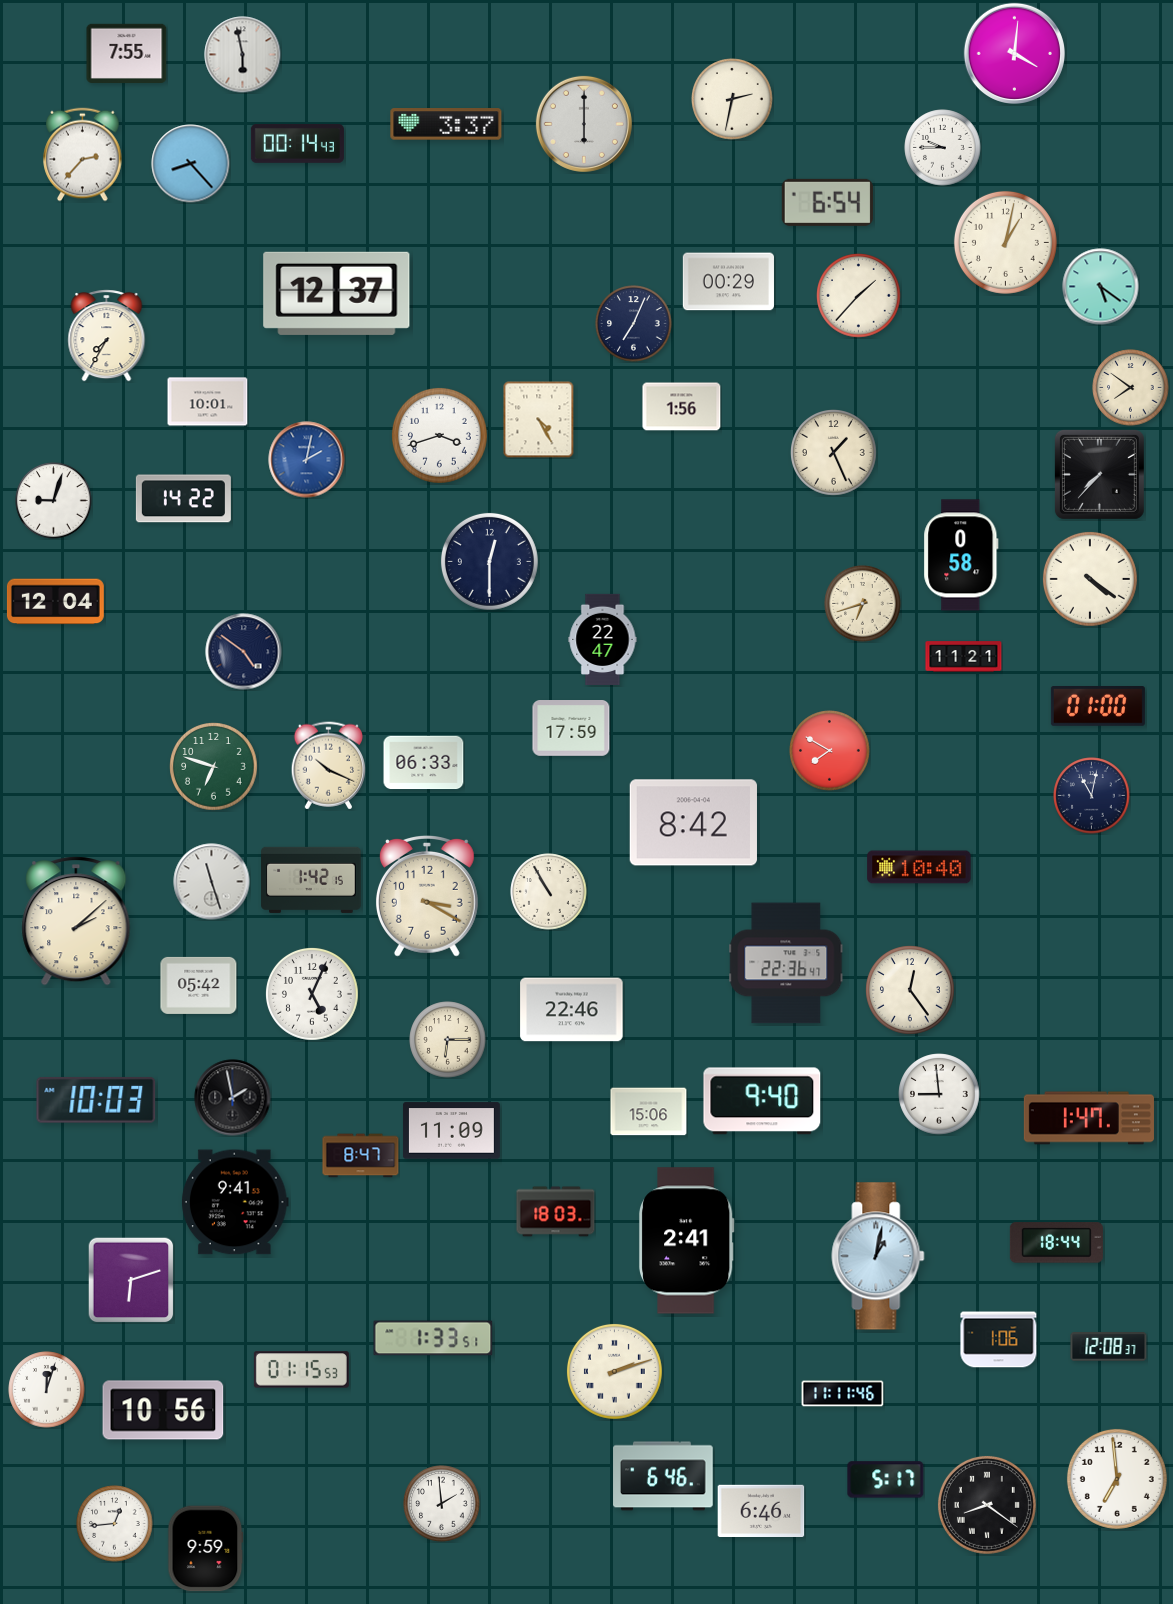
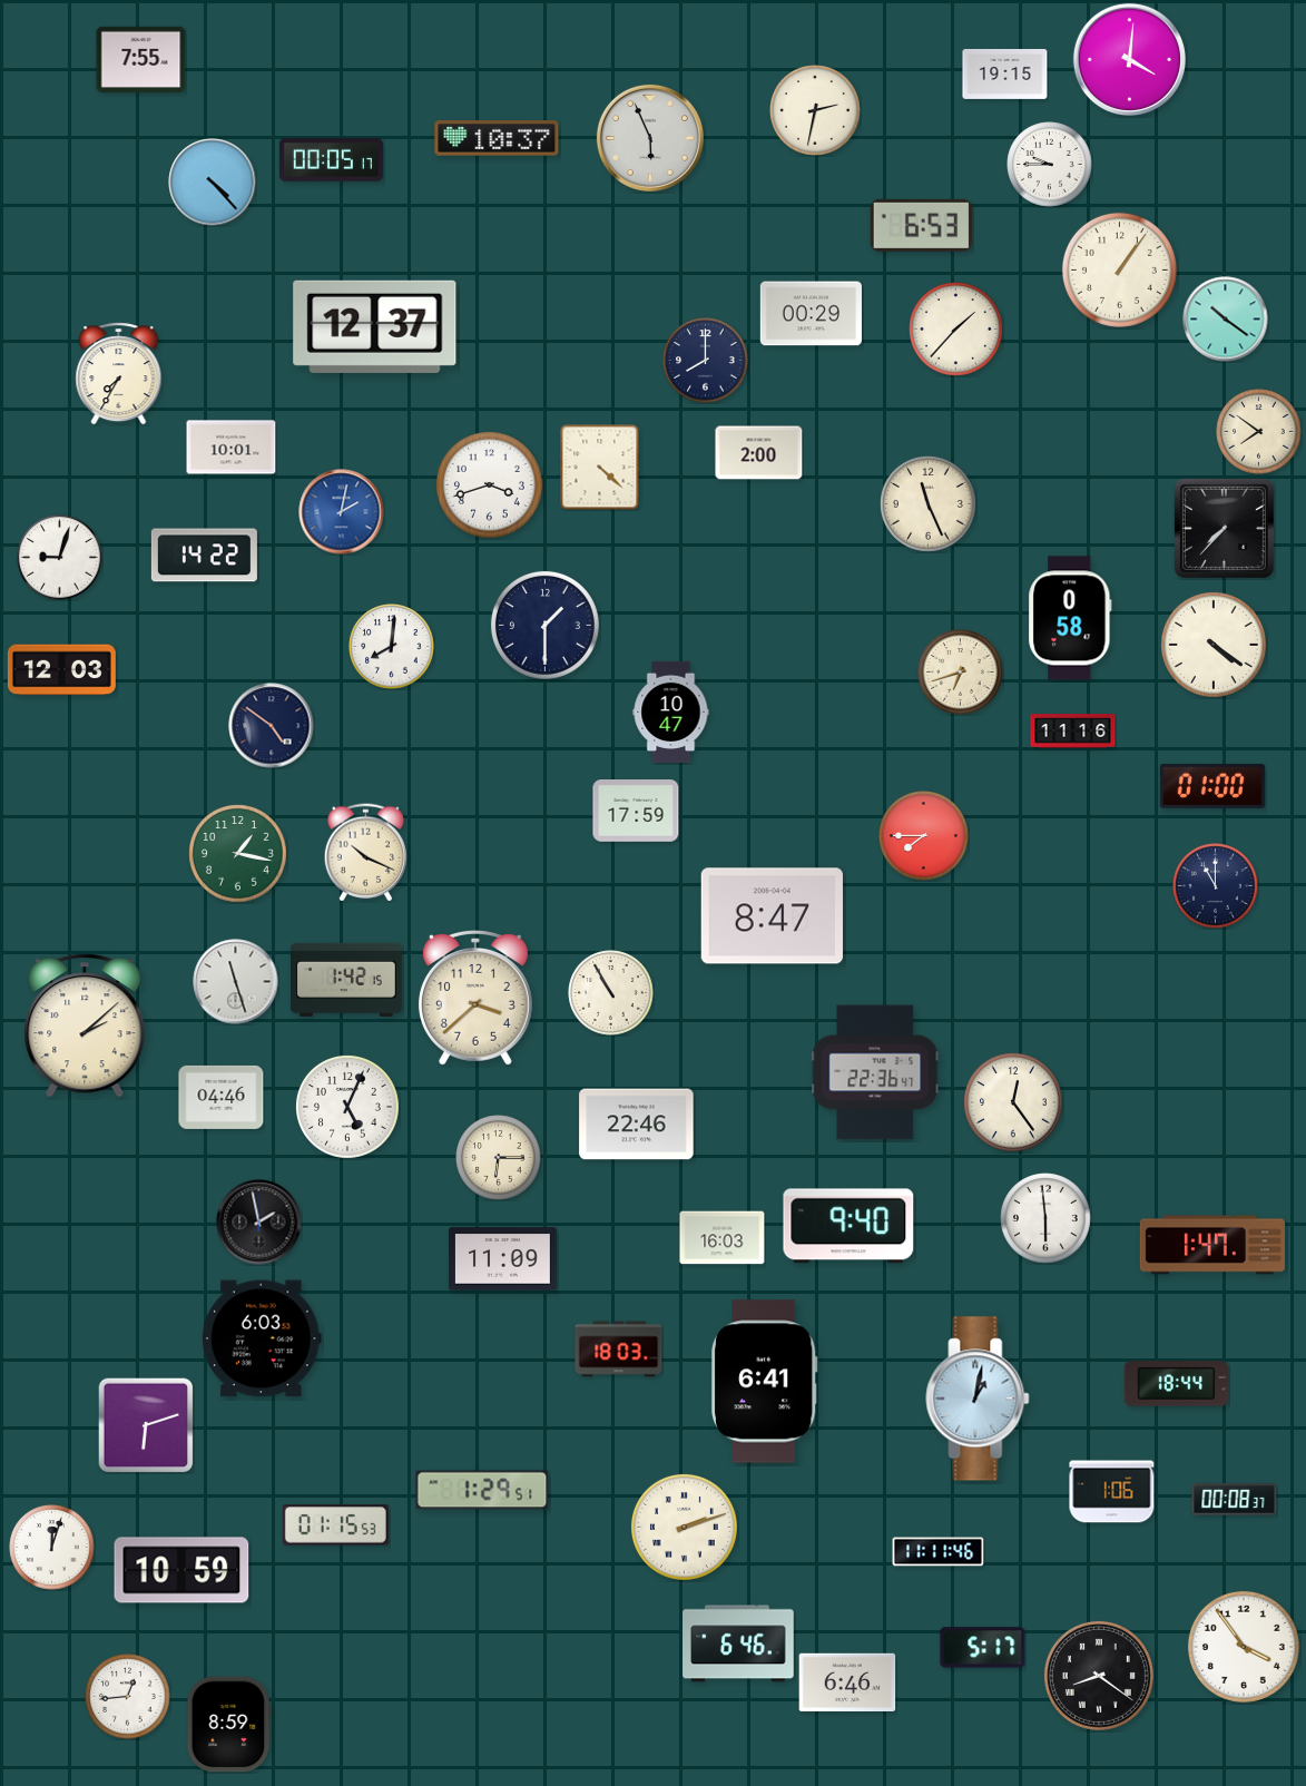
clock at (243, 55): 5:58 -> none
clock at (1005, 73): none -> 19:15
clock at (446, 124): 3:37 -> 10:37
clock at (584, 124): 6:00 -> 5:56
clock at (297, 144): 00:14 -> 00:05
clock at (83, 155): 2:37 -> none
clock at (191, 164): 8:23 -> 4:23
clock at (827, 202): 6:54 -> 6:53
clock at (1005, 242): 1:02 -> 1:06
clock at (1101, 287): 5:21 -> 10:21
clock at (634, 324): 7:04 -> 8:00
clock at (682, 407): 1:56 -> 2:00
clock at (539, 419): 4:25 -> 4:22
clock at (834, 453): 1:26 -> 11:26
clock at (489, 561): 12:30 -> 1:30
clock at (392, 647): none -> 8:01
clock at (55, 602): 12:04 -> 12:03
clock at (603, 639): 22:47 -> 10:47
clock at (964, 657): 11:21 -> 11:16
clock at (1098, 707) position: (1098, 707) -> (1212, 787)
clock at (830, 751): 7:50 -> 7:45
clock at (424, 763): 06:33 -> none
clock at (214, 767): 6:48 -> 1:17
clock at (1092, 796): 11:02 -> 11:00
clock at (693, 823): 8:42 -> 8:47
clock at (919, 867): 10:40 -> none
clock at (427, 897): 3:20 -> 3:38
clock at (199, 985): 05:42 -> 04:46
clock at (939, 1094): 8:59 -> 5:59
clock at (96, 1100): 10:03 -> none
clock at (649, 1112): 15:06 -> 16:03
clock at (361, 1156): 8:47 -> none
clock at (235, 1202): 9:41 -> 6:03
clock at (686, 1241): 2:41 -> 6:41
clock at (433, 1338): 1:33 -> 1:29
clock at (1109, 1347): 12:08 -> 00:08
clock at (163, 1410): 10:56 -> 10:59
clock at (1117, 1479): 6:59 -> 3:54
clock at (886, 1480) position: (886, 1480) -> (983, 1648)
clock at (442, 1504): 1:59 -> none
clock at (206, 1549): 9:59 -> 8:59
